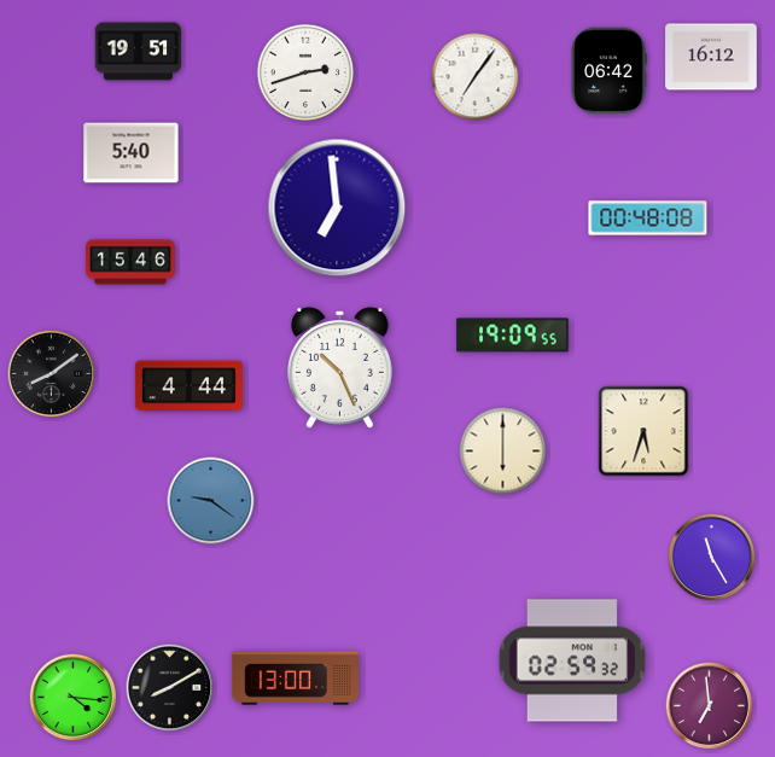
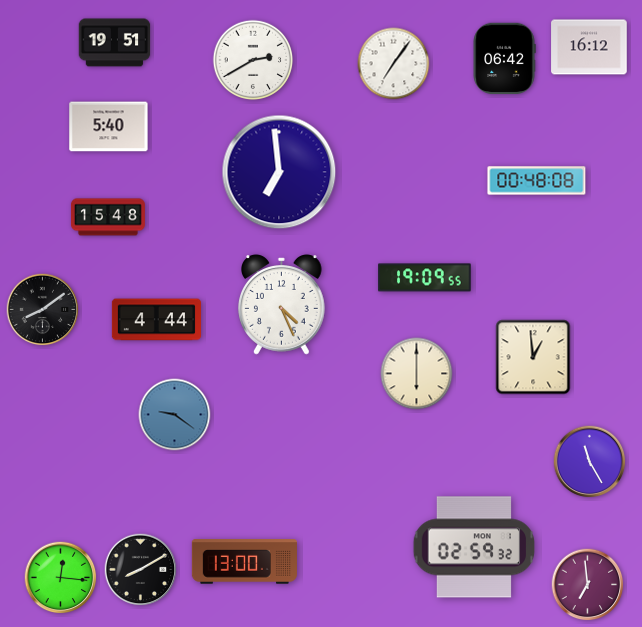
clock at (305, 72): 2:42 -> 2:40
clock at (130, 262): 15:46 -> 15:48
clock at (340, 368): 10:26 -> 4:26
clock at (643, 431): 5:33 -> 12:59
clock at (74, 698): 4:16 -> 12:16
